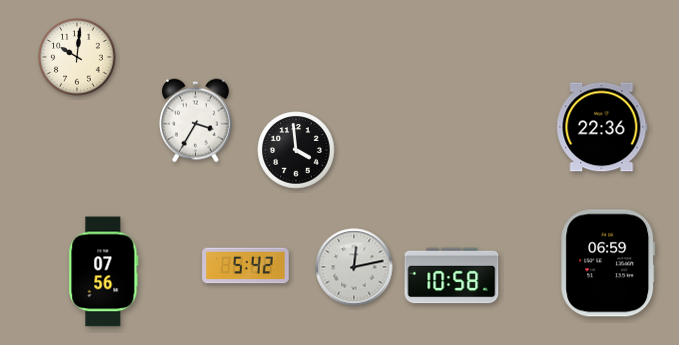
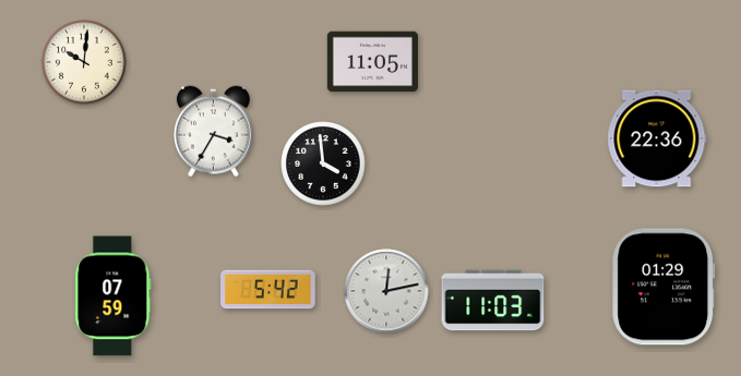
clock at (372, 62): none -> 11:05
clock at (608, 263): 06:59 -> 01:29
clock at (104, 272): 07:56 -> 07:59
clock at (452, 276): 10:58 -> 11:03
